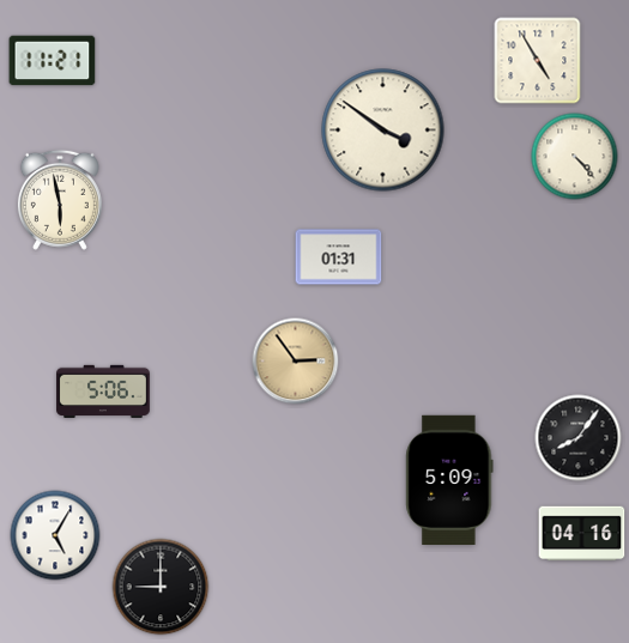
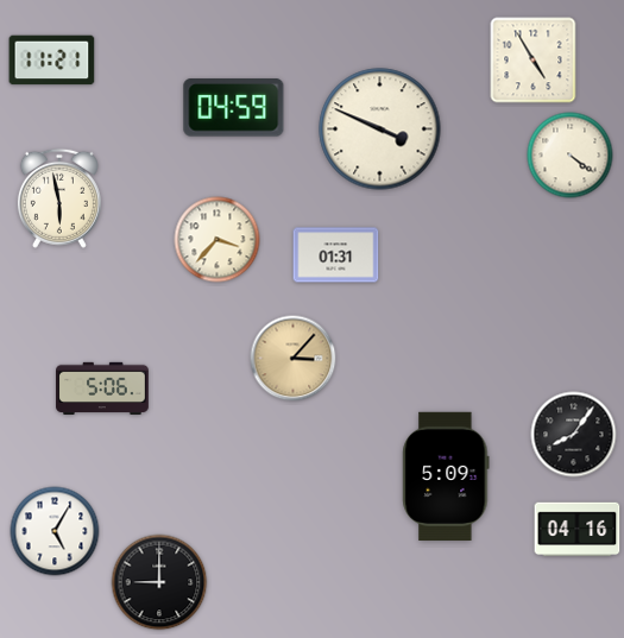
clock at (234, 108): none -> 04:59
clock at (383, 131): 3:51 -> 3:49
clock at (575, 157): 4:23 -> 4:21
clock at (218, 240): none -> 3:37
clock at (296, 362): 2:54 -> 3:07
